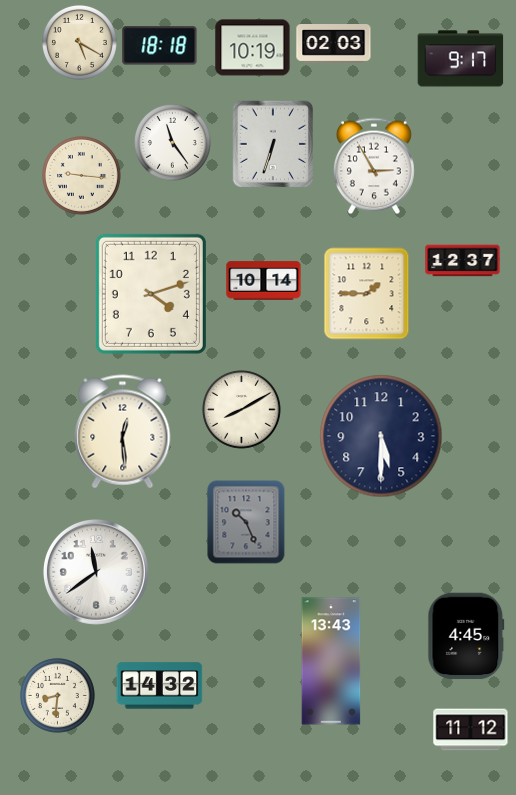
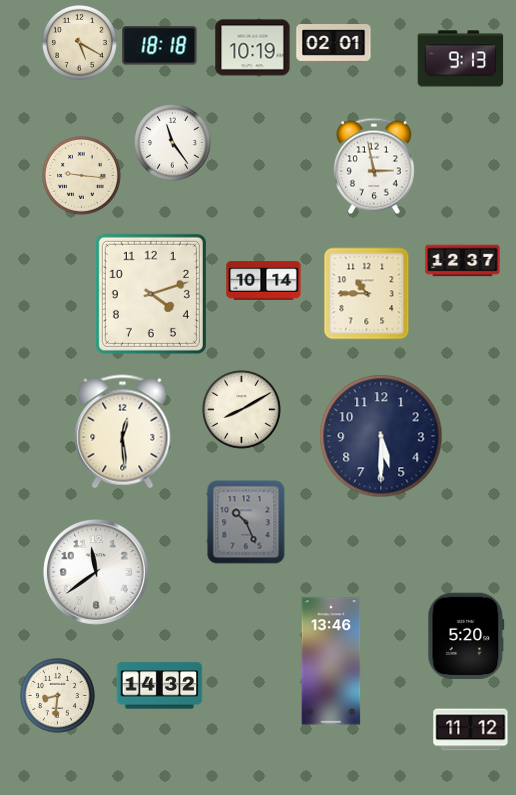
clock at (334, 44): 02:03 -> 02:01
clock at (461, 59): 9:17 -> 9:13
clock at (273, 144): 6:33 -> none
clock at (374, 166): 2:55 -> 2:58
clock at (367, 294): 1:45 -> 10:45
clock at (466, 636): 4:45 -> 5:20
clock at (331, 661): 13:43 -> 13:46
